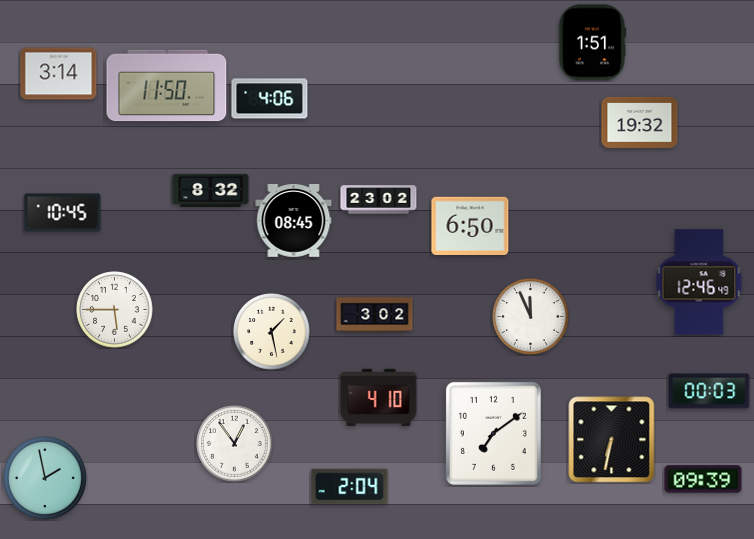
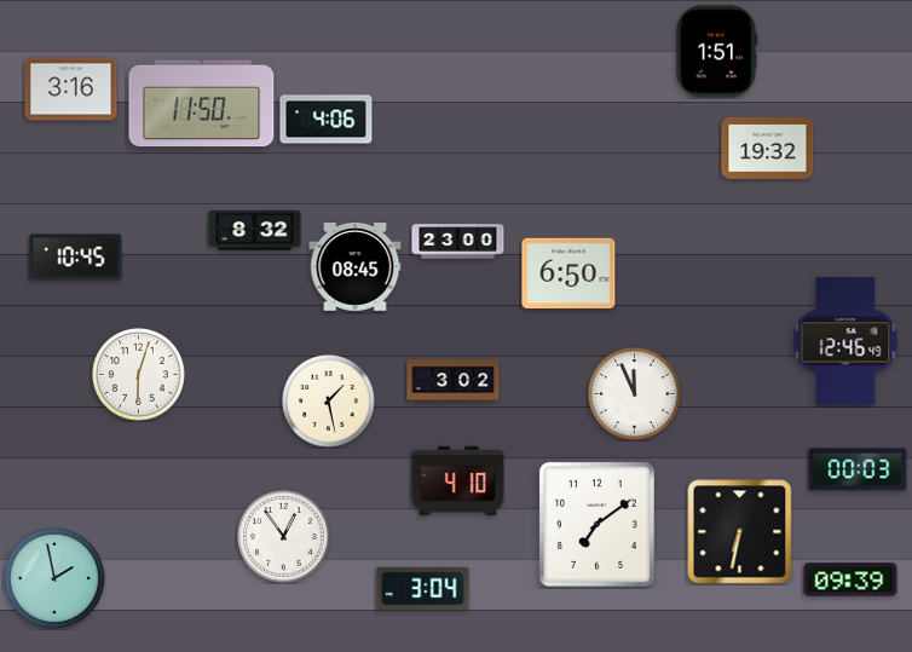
clock at (59, 74): 3:14 -> 3:16
clock at (640, 122) position: (640, 122) -> (768, 148)
clock at (379, 200): 23:02 -> 23:00
clock at (115, 310): 5:45 -> 6:03
clock at (531, 317) position: (531, 317) -> (635, 394)
clock at (709, 391) position: (709, 391) -> (858, 469)
clock at (350, 487): 2:04 -> 3:04
